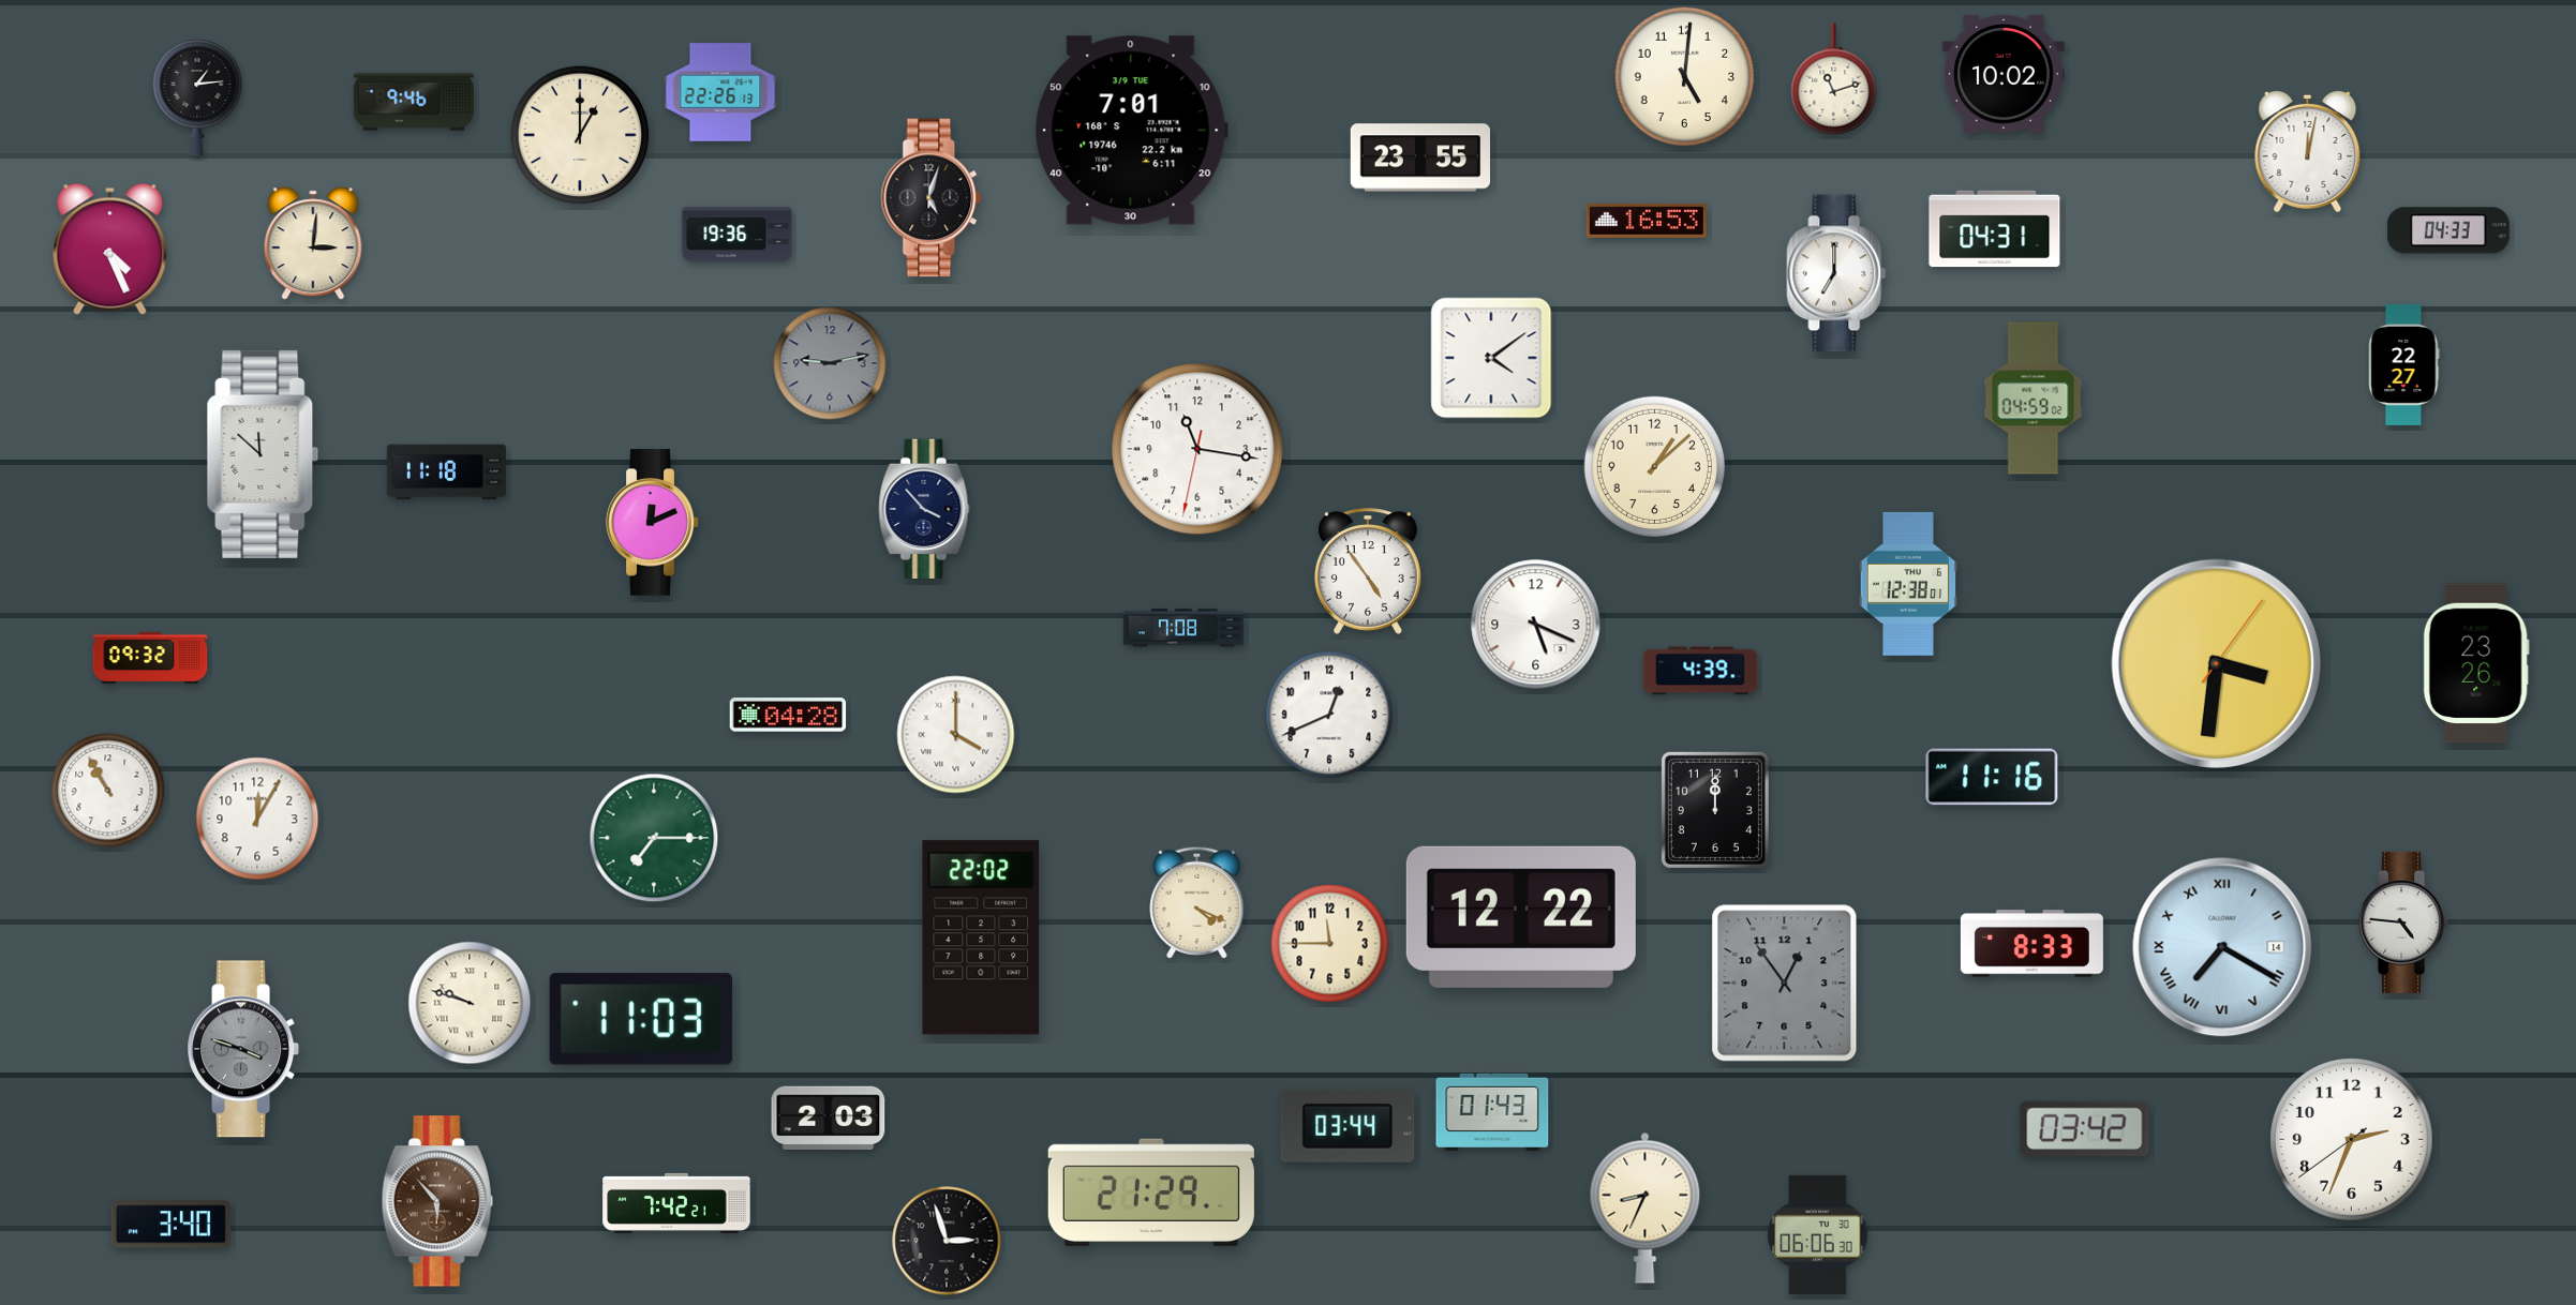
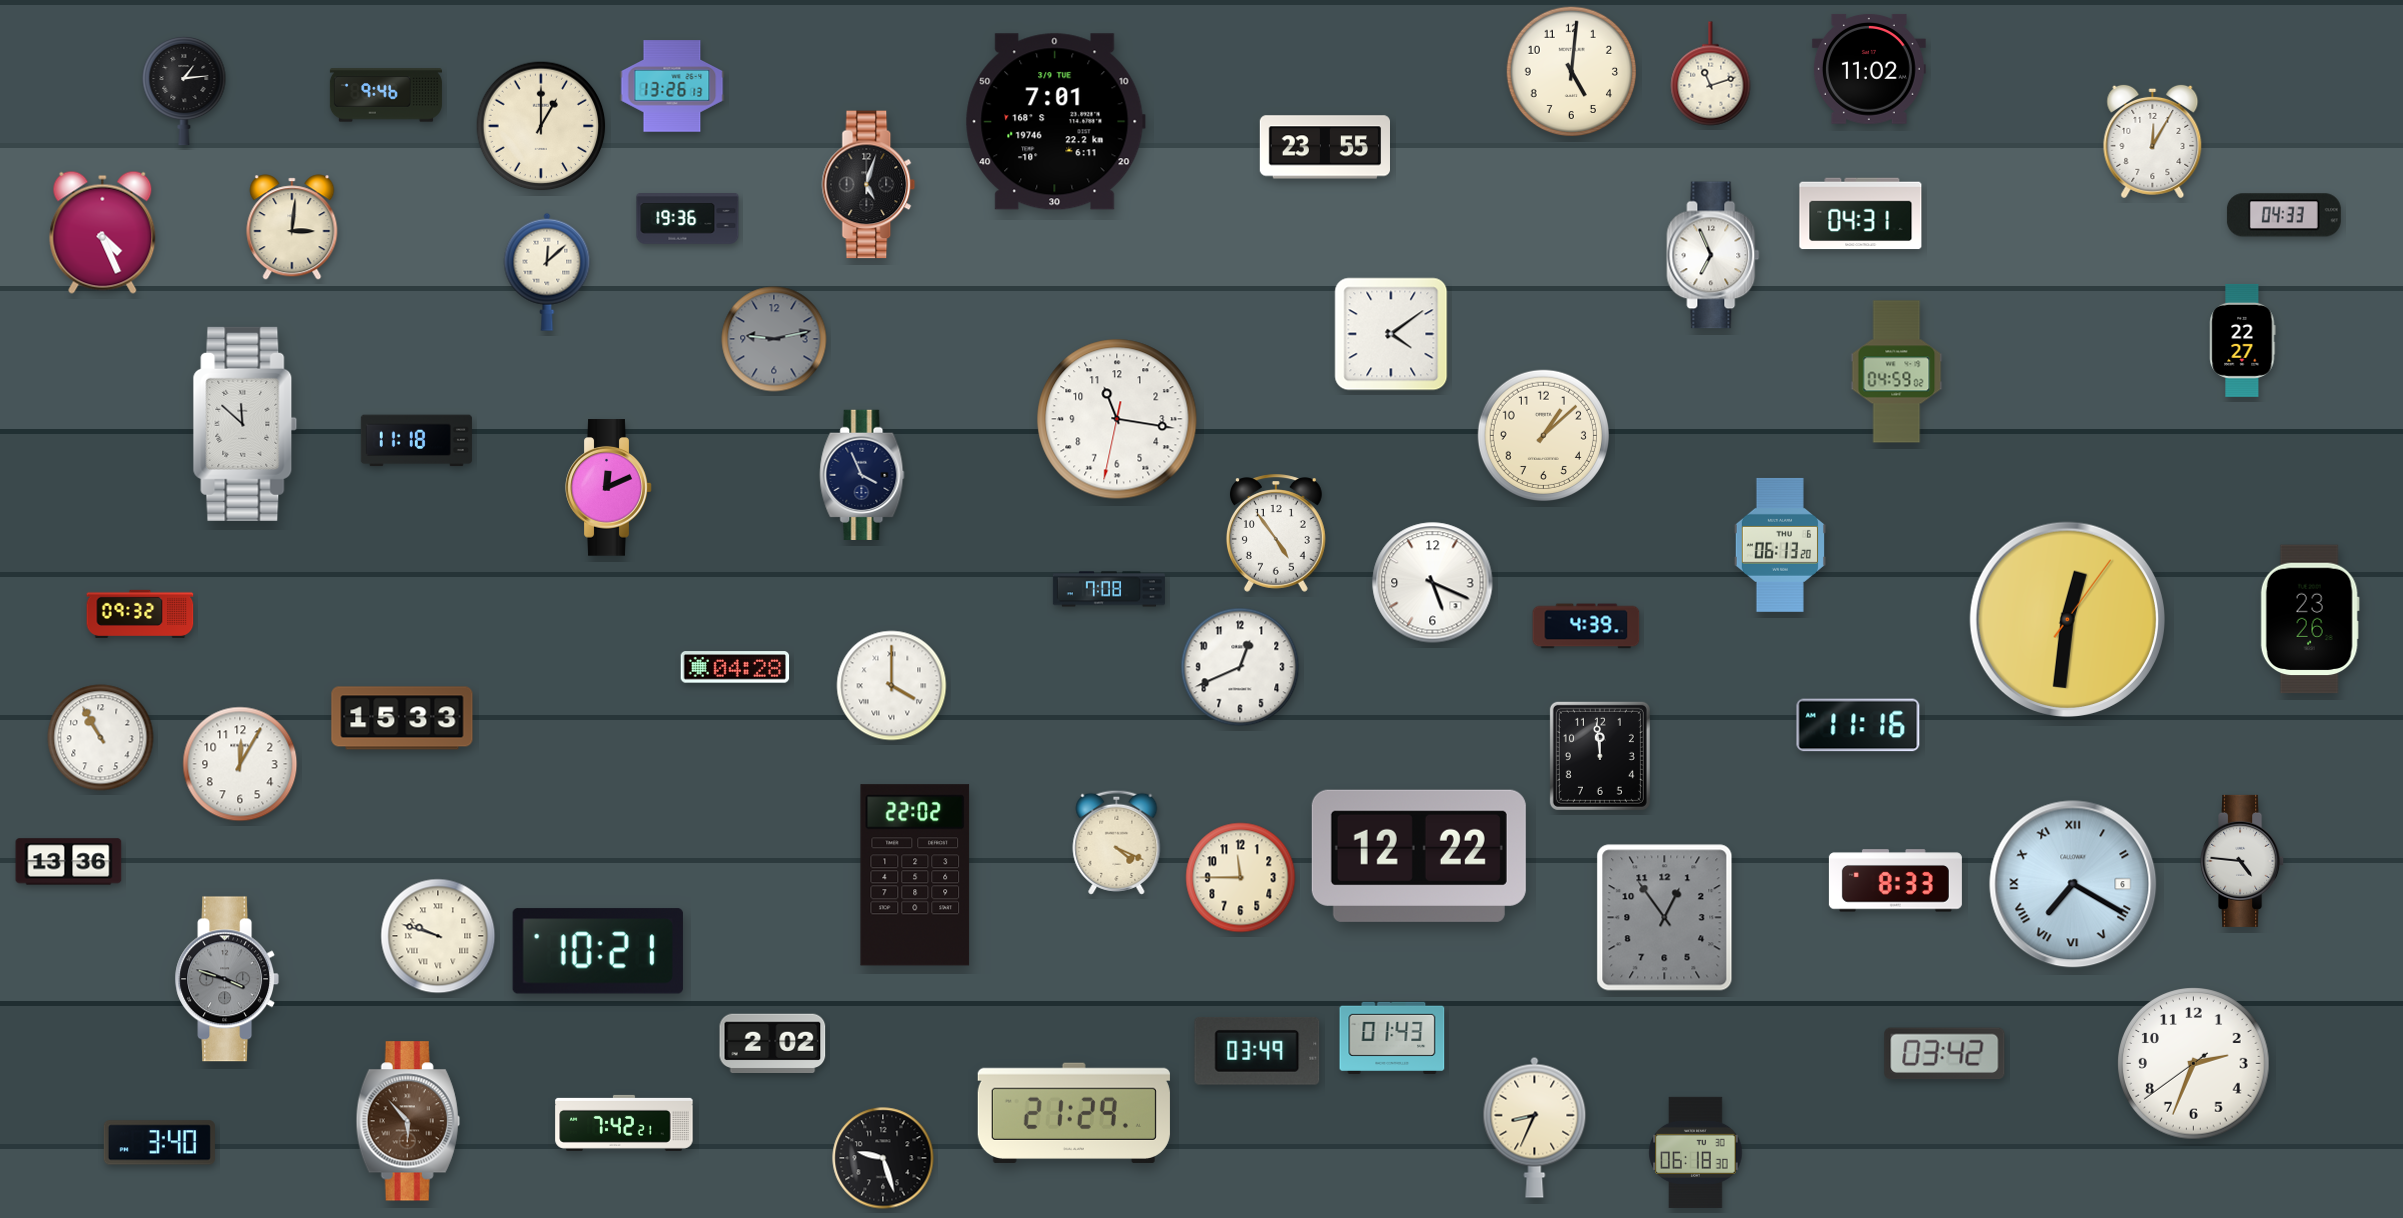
clock at (2004, 74): 10:02 -> 11:02
clock at (720, 92): 22:26 -> 13:26
clock at (2308, 151): 12:02 -> 12:05
clock at (1647, 221): 16:53 -> none
clock at (1836, 273): 7:00 -> 6:56
clock at (547, 272): none -> 12:08
clock at (924, 508): 3:53 -> 3:56
clock at (1908, 584): 12:38 -> 06:13
clock at (1183, 628) position: (1183, 628) -> (1109, 589)
clock at (2216, 663): 3:31 -> 12:31
clock at (402, 718): none -> 15:33
clock at (1715, 810): 12:00 -> 11:59
clock at (654, 838): 7:15 -> none
clock at (69, 862): none -> 13:36
clock at (1330, 944) position: (1330, 944) -> (1241, 878)
clock at (2222, 947) date: 14 -> 6
clock at (641, 1019): 11:03 -> 10:21
clock at (829, 1117): 2:03 -> 2:02
clock at (1347, 1126): 03:44 -> 03:49
clock at (676, 1203) position: (676, 1203) -> (624, 1123)
clock at (1818, 1234): 06:06 -> 06:18
clock at (947, 1241): 2:57 -> 9:27
